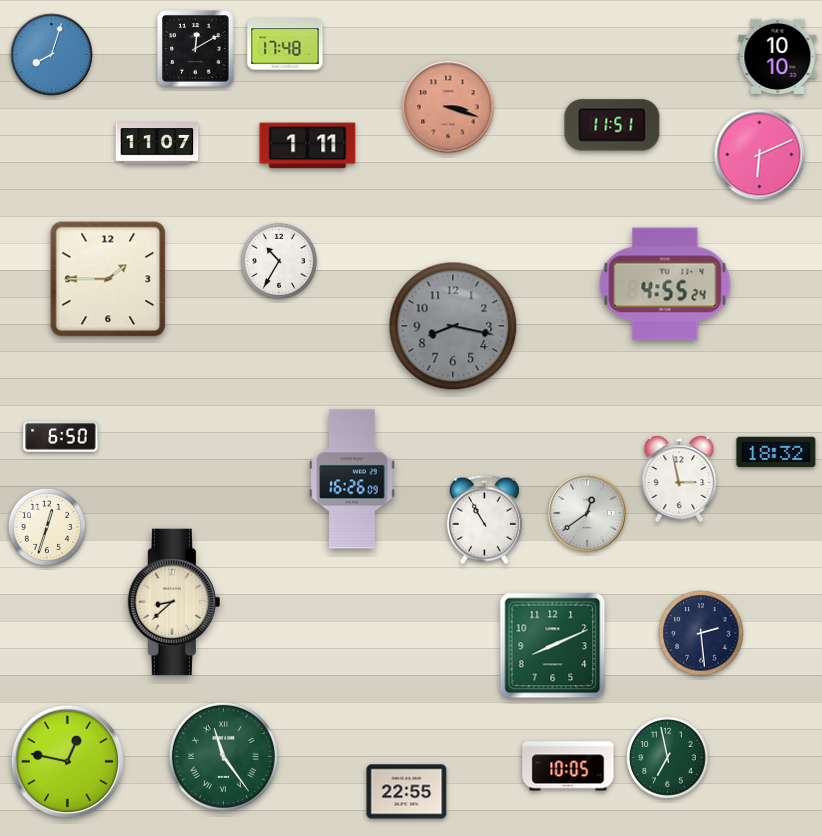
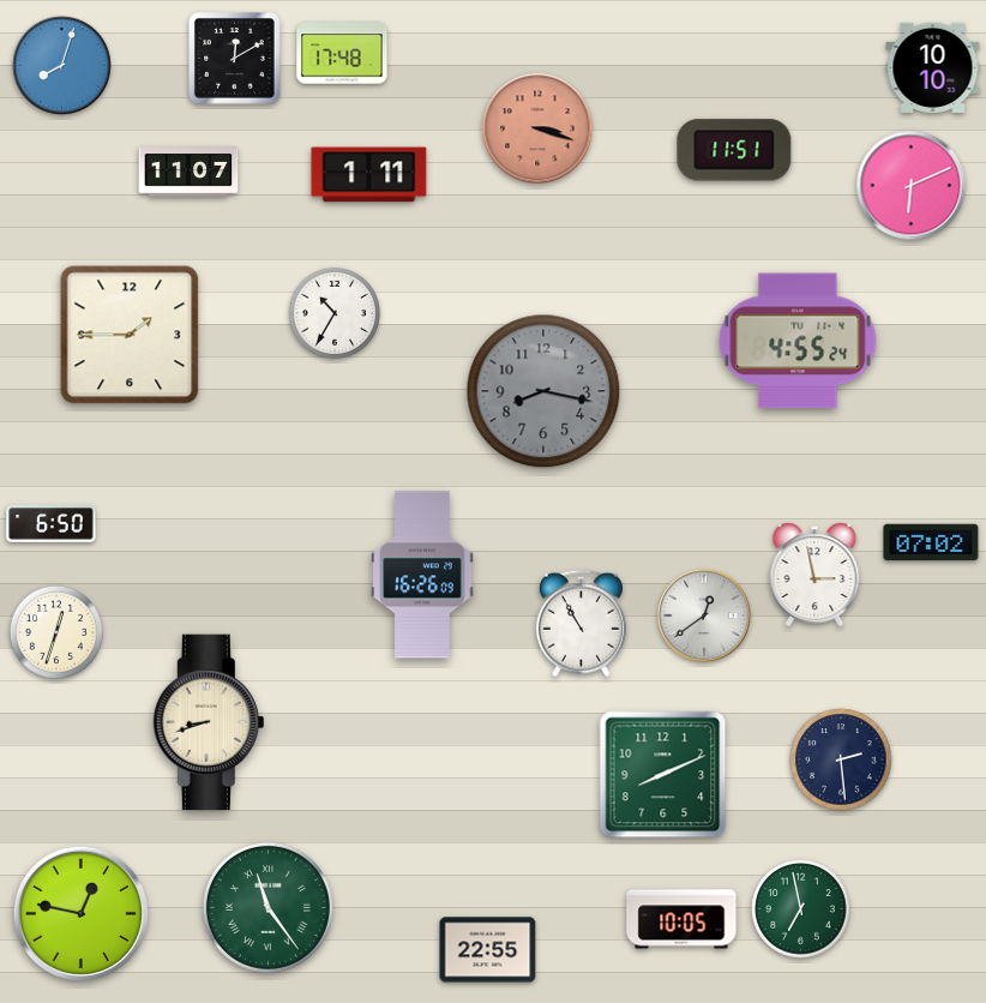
clock at (61, 437) position: (61, 437) -> (52, 524)
clock at (776, 452): 18:32 -> 07:02
clock at (174, 602): 8:38 -> 8:42
